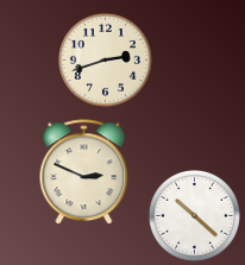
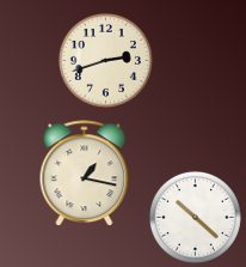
clock at (84, 172): 2:49 -> 1:17
